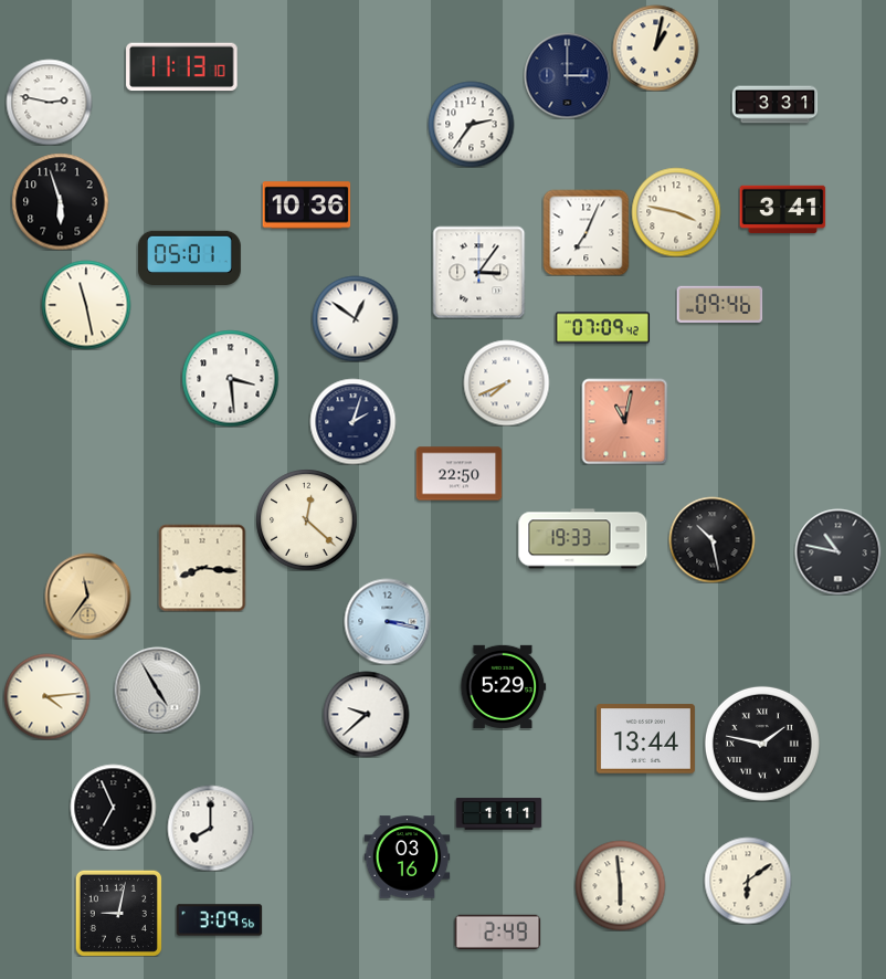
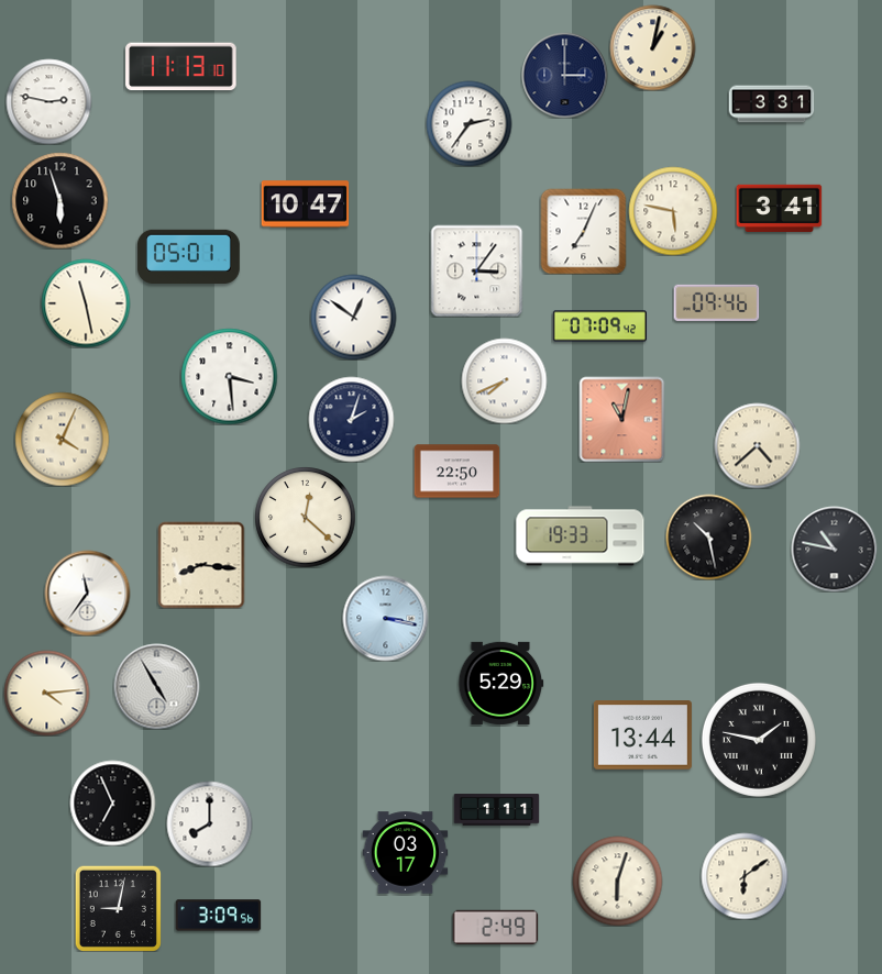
clock at (306, 206): 10:36 -> 10:47
clock at (676, 212): 3:47 -> 5:47
clock at (62, 439): none -> 4:04
clock at (757, 445): none -> 4:38
clock at (87, 596) dial: champagne -> white
clock at (366, 714): 9:38 -> none
clock at (407, 857): 03:16 -> 03:17
clock at (620, 885): 5:59 -> 6:03
